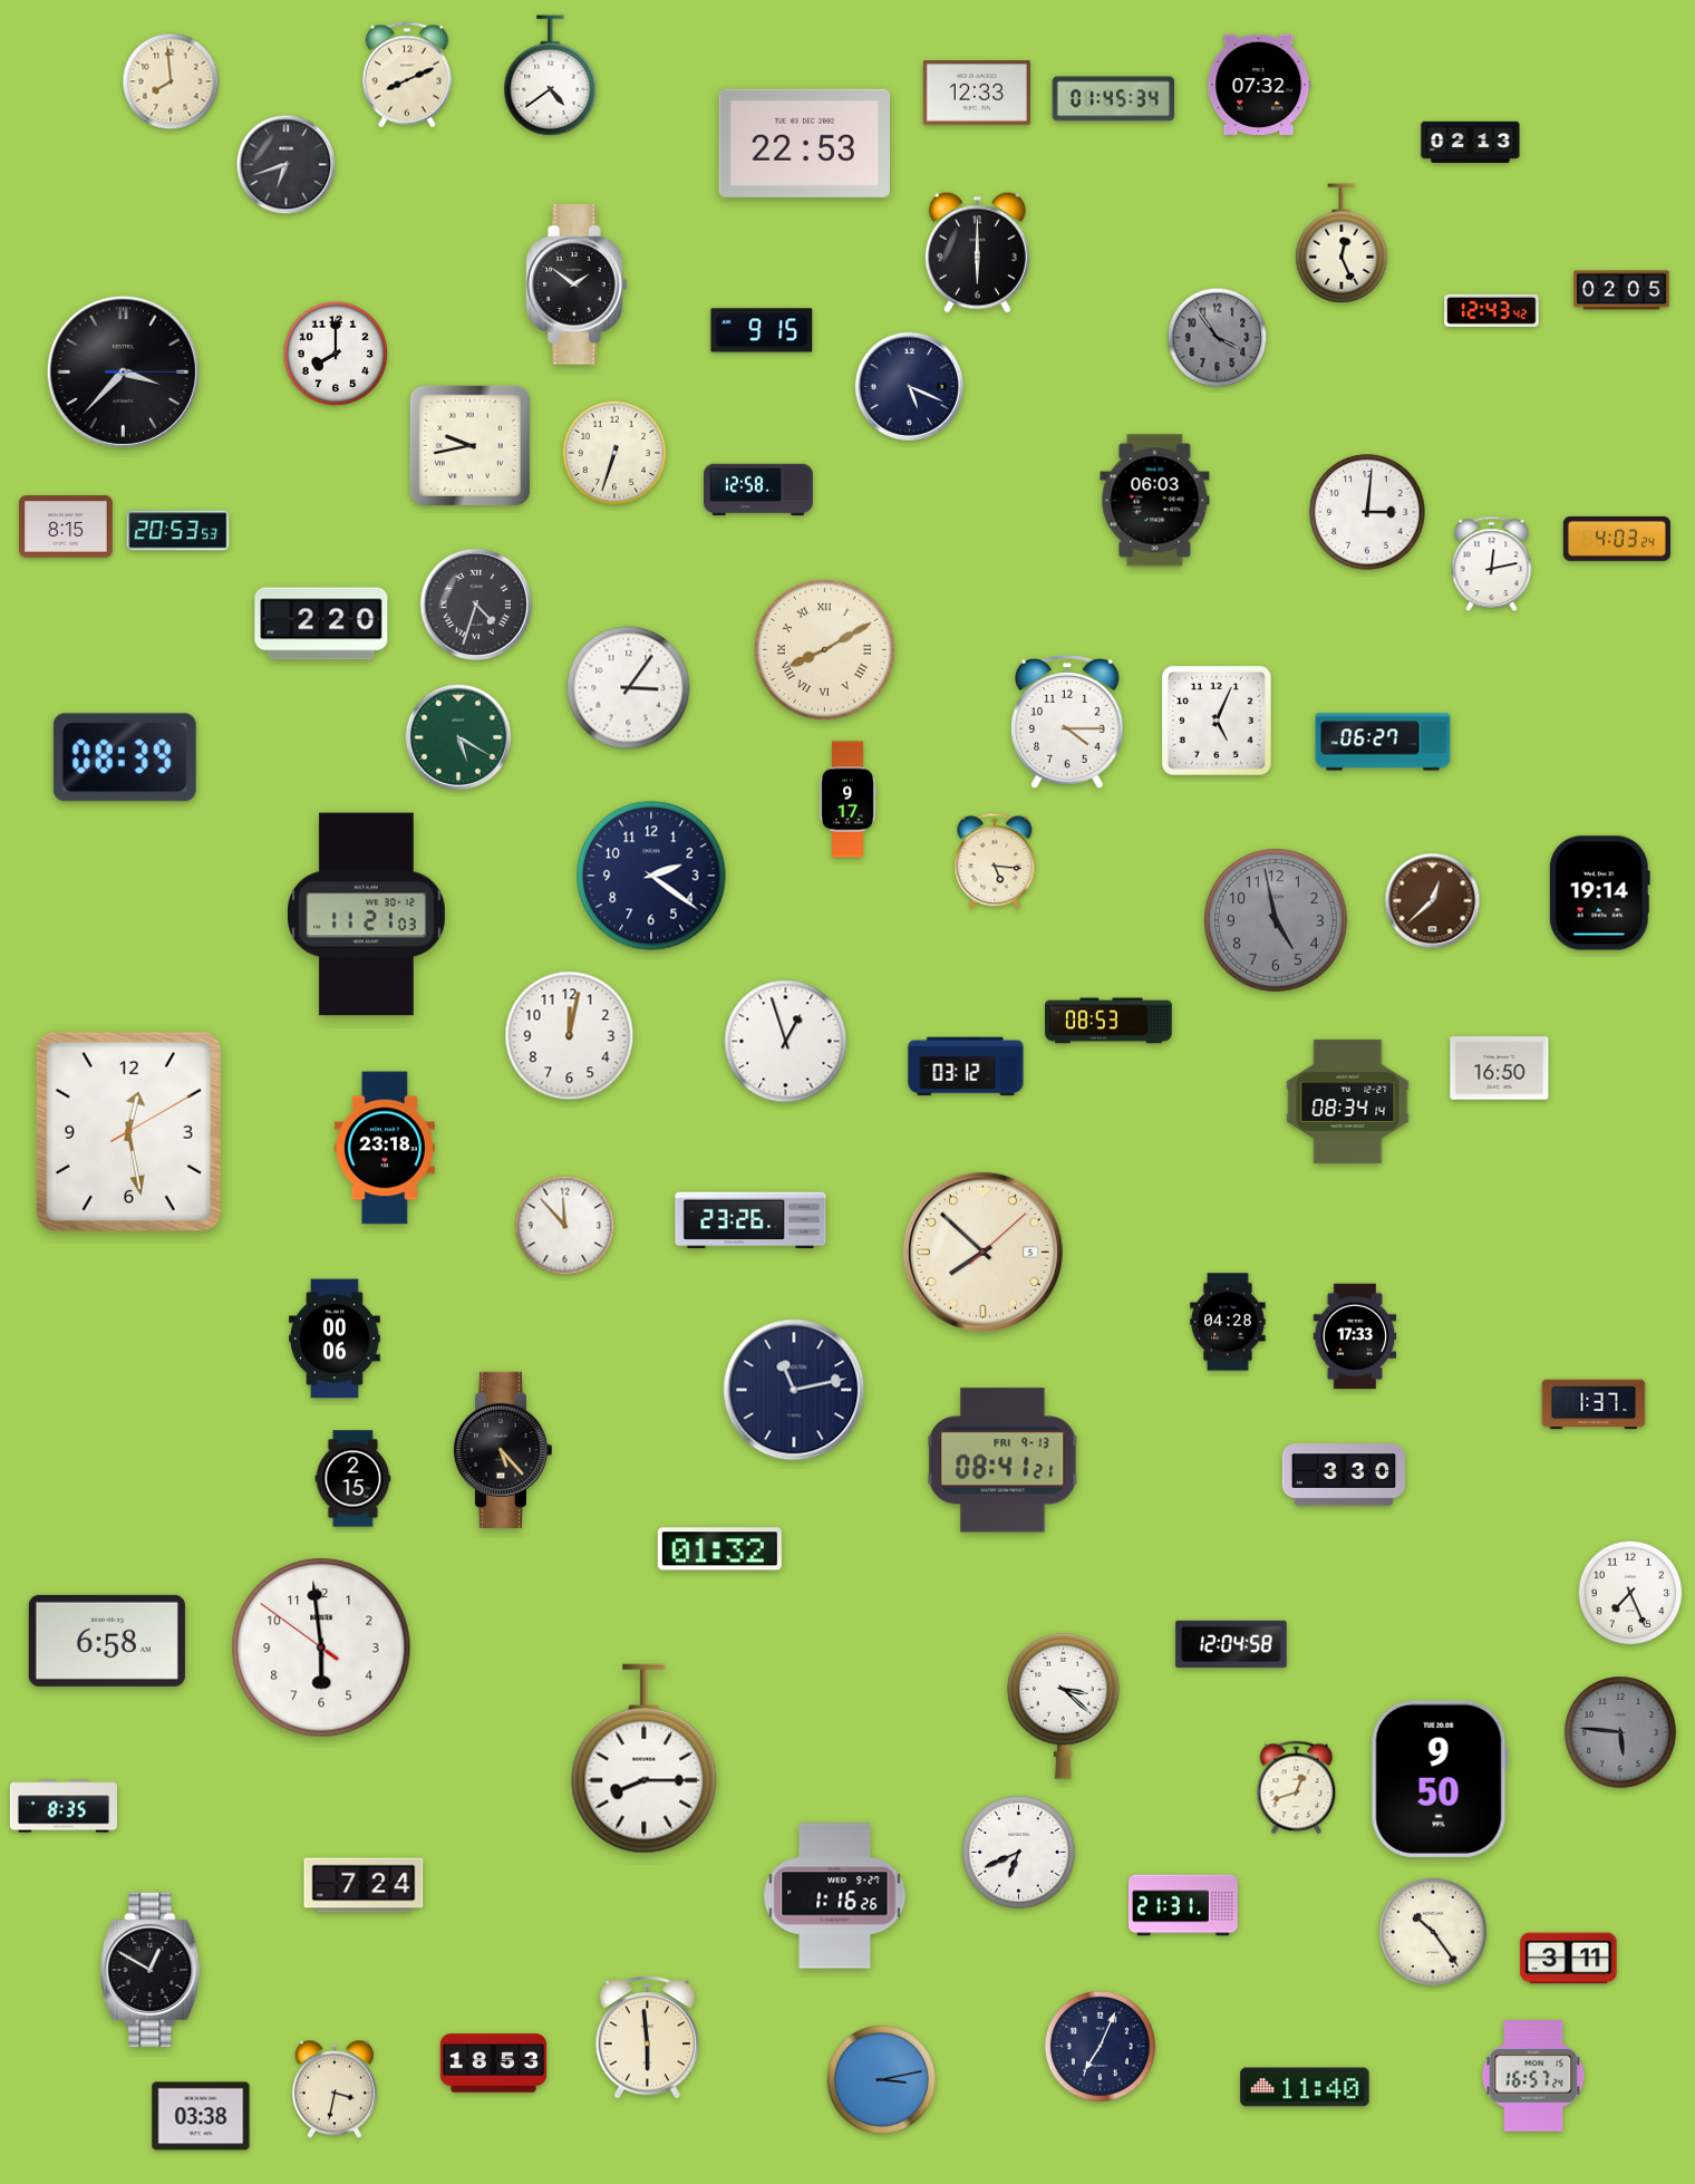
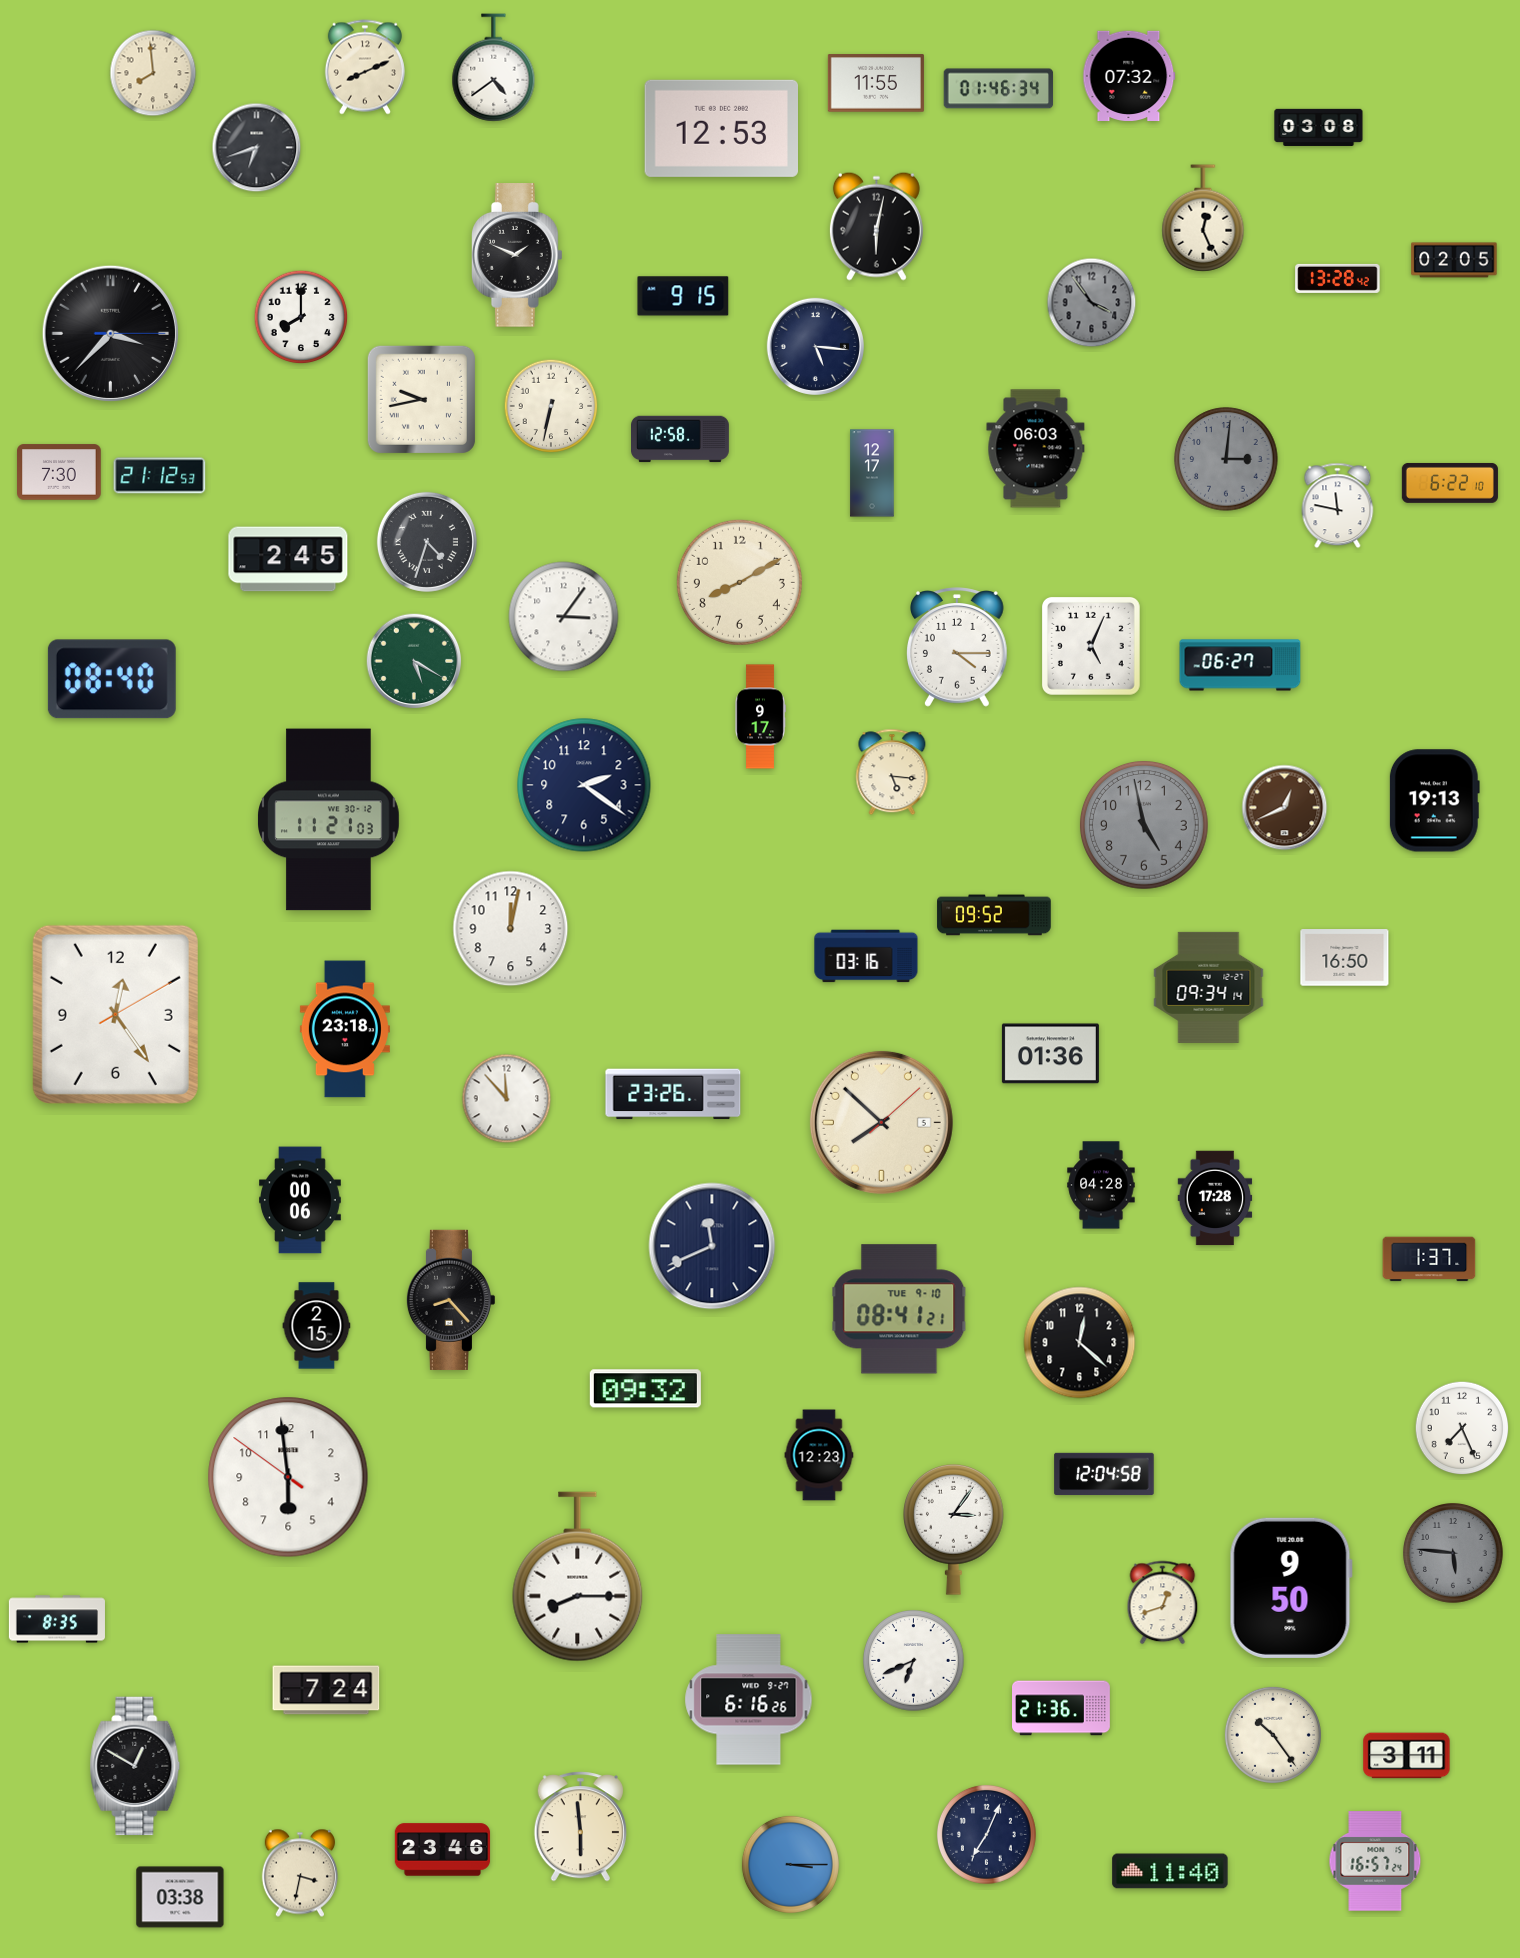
clock at (977, 93): 12:33 -> 11:55
clock at (1114, 99): 01:45 -> 01:46
clock at (1471, 142): 02:13 -> 03:08
clock at (804, 143): 22:53 -> 12:53
clock at (977, 252): 6:00 -> 6:02
clock at (578, 284): 1:51 -> 1:49
clock at (1492, 310): 12:43 -> 13:28
clock at (909, 386): 5:19 -> 5:16
clock at (614, 453): 6:33 -> 6:32
clock at (1367, 512) dial: white -> grey
clock at (66, 526): 8:15 -> 7:30
clock at (872, 473): none -> 12:17
clock at (178, 531): 20:53 -> 21:12
clock at (1617, 539): 4:03 -> 6:22
clock at (1492, 564): 12:13 -> 11:47
clock at (321, 624): 2:20 -> 2:45
clock at (824, 649) numerals: Roman -> Arabic
clock at (458, 737) position: (458, 737) -> (414, 661)
clock at (125, 757): 08:39 -> 08:40
clock at (1599, 893): 19:14 -> 19:13
clock at (1433, 901): 12:38 -> 12:41
clock at (1108, 1021): 08:53 -> 09:52
clock at (786, 1042): 12:57 -> none
clock at (966, 1066): 03:12 -> 03:16
clock at (1348, 1101): 08:34 -> 09:34
clock at (128, 1131): 12:28 -> 12:24
clock at (1050, 1054): none -> 01:36
clock at (1355, 1336): 17:33 -> 17:28
clock at (794, 1390): 11:13 -> 11:41
clock at (502, 1450): 5:23 -> 8:23
clock at (1003, 1460) date: FRI 9-13 -> TUE 9-10
clock at (1343, 1475): 3:30 -> none
clock at (1080, 1343): none -> 12:22
clock at (719, 1549): 01:32 -> 09:32
clock at (819, 1455): none -> 12:23
clock at (107, 1641): 6:58 -> none
clock at (1064, 1707): 3:22 -> 3:06
clock at (1440, 1779) position: (1440, 1779) -> (1291, 1588)
clock at (835, 1896): 1:16 -> 6:16
clock at (1184, 1905): 21:31 -> 21:36
clock at (1433, 1932) position: (1433, 1932) -> (1273, 1735)
clock at (494, 2064): 18:53 -> 23:46
clock at (881, 2079): 3:13 -> 3:15
